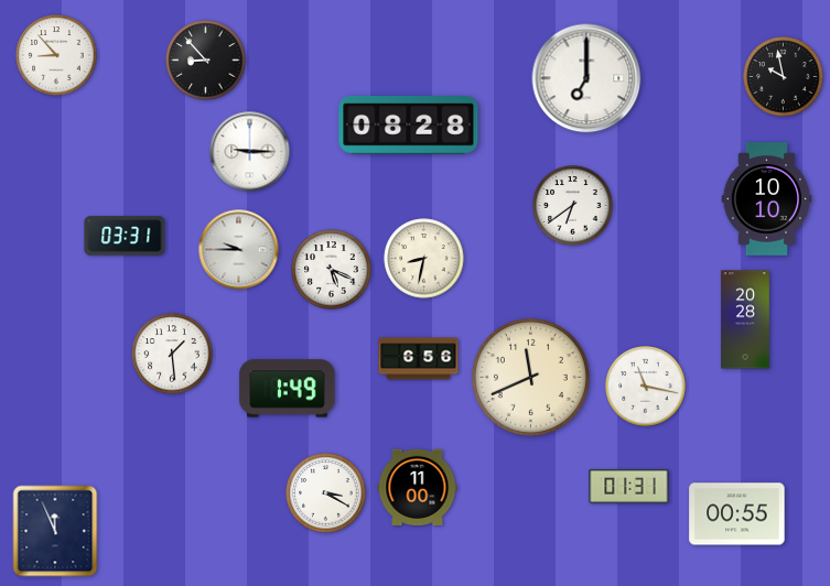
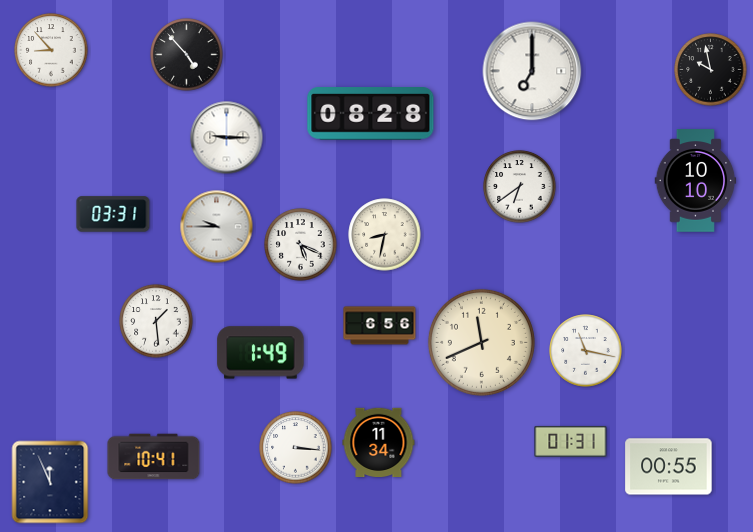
clock at (206, 61): 8:53 -> 4:53
clock at (745, 319): 20:28 -> none
clock at (418, 487): 11:00 -> 11:34
clock at (326, 493): 3:20 -> 3:16
clock at (154, 457): none -> 10:41
